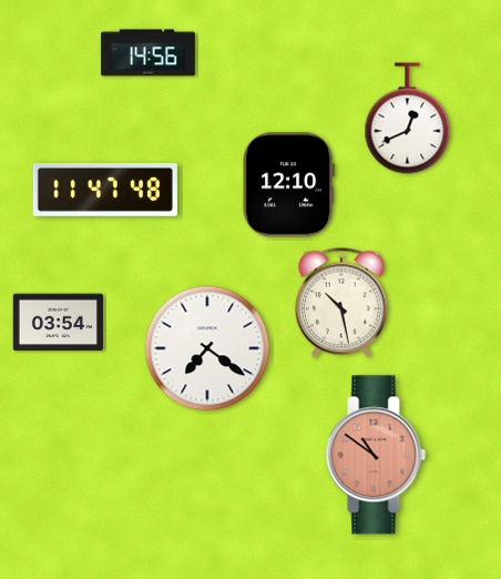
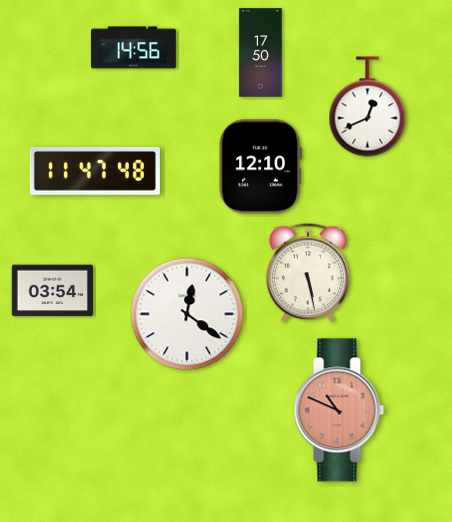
clock at (261, 53): none -> 17:50
clock at (341, 303): 10:28 -> 5:28
clock at (207, 348): 7:21 -> 12:21
clock at (376, 455): 10:51 -> 10:49
